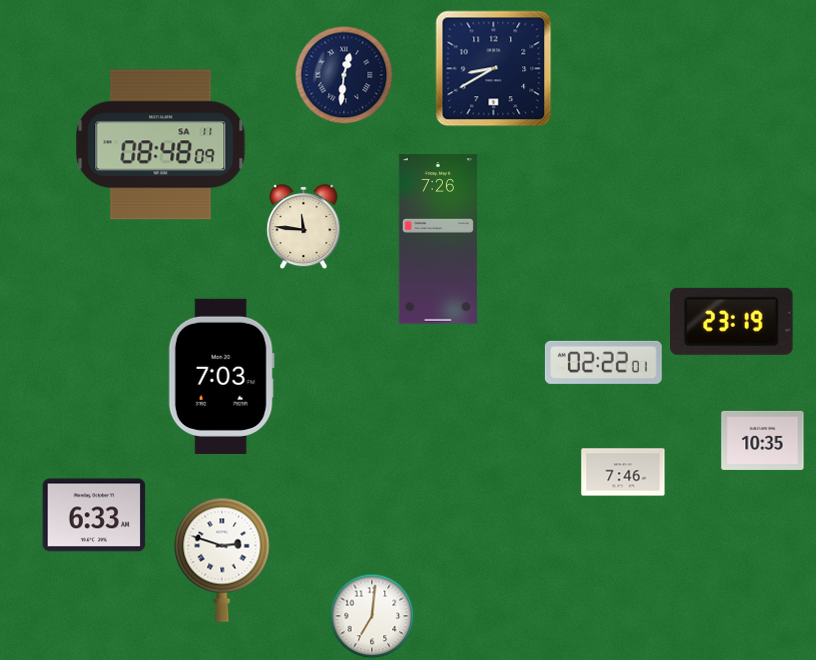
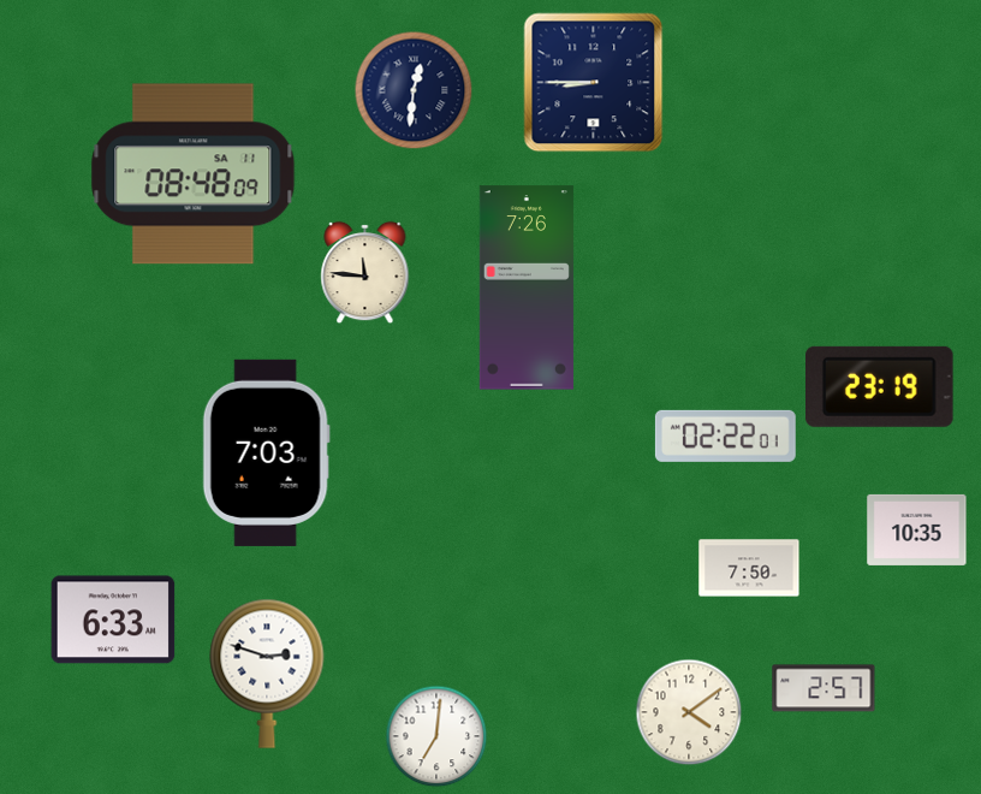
clock at (494, 69): 8:40 -> 8:45
clock at (623, 472): 7:46 -> 7:50
clock at (824, 688): none -> 2:57
clock at (689, 712): none -> 4:09
clock at (372, 616) position: (372, 616) -> (436, 736)
